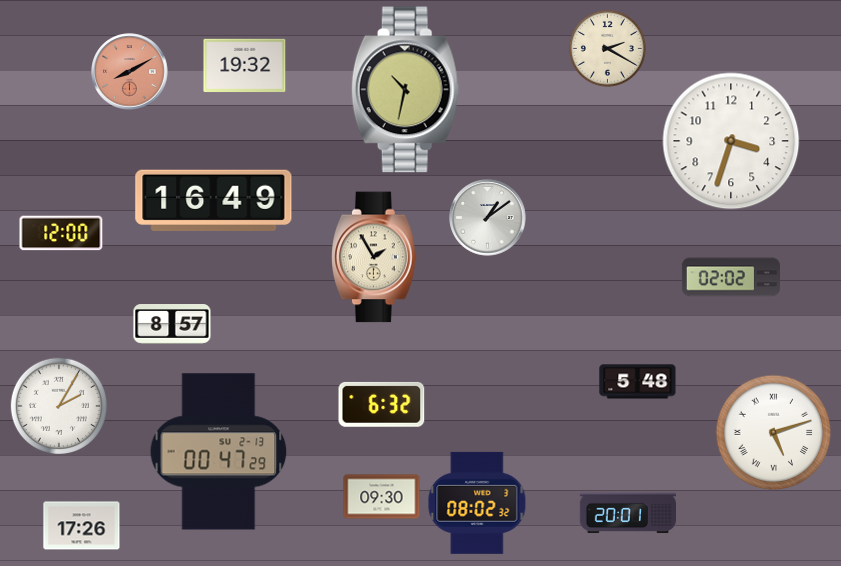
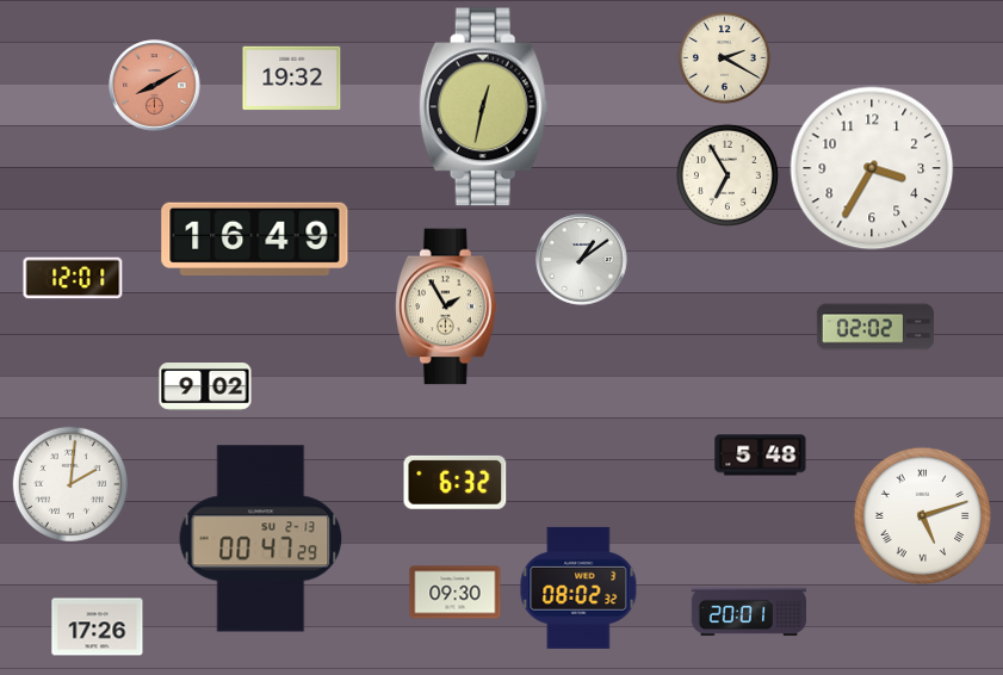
clock at (405, 90): 10:32 -> 12:32
clock at (731, 141): 3:33 -> 3:35
clock at (728, 175): none -> 6:55
clock at (61, 233): 12:00 -> 12:01
clock at (731, 277) position: (731, 277) -> (875, 327)
clock at (172, 325): 8:57 -> 9:02
clock at (58, 405): 2:05 -> 2:01
clock at (477, 503) position: (477, 503) -> (578, 588)
